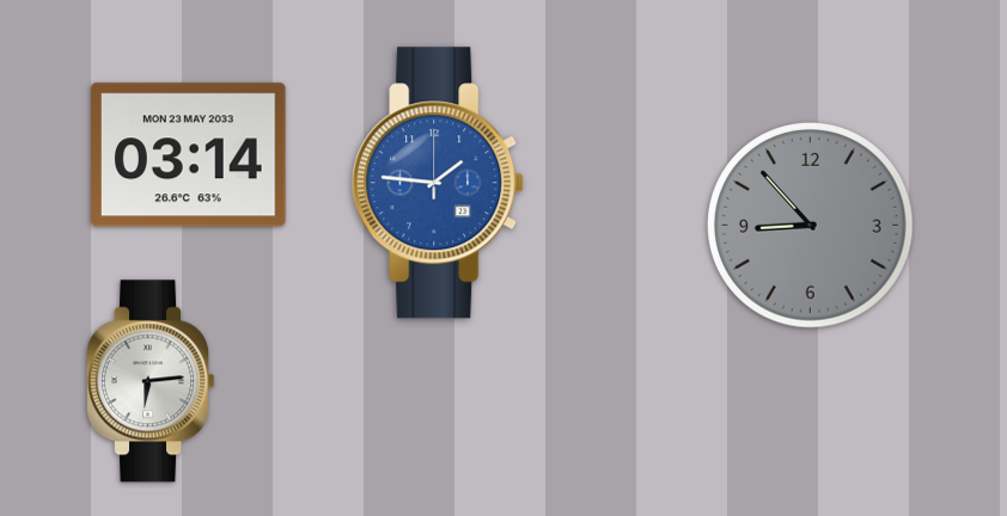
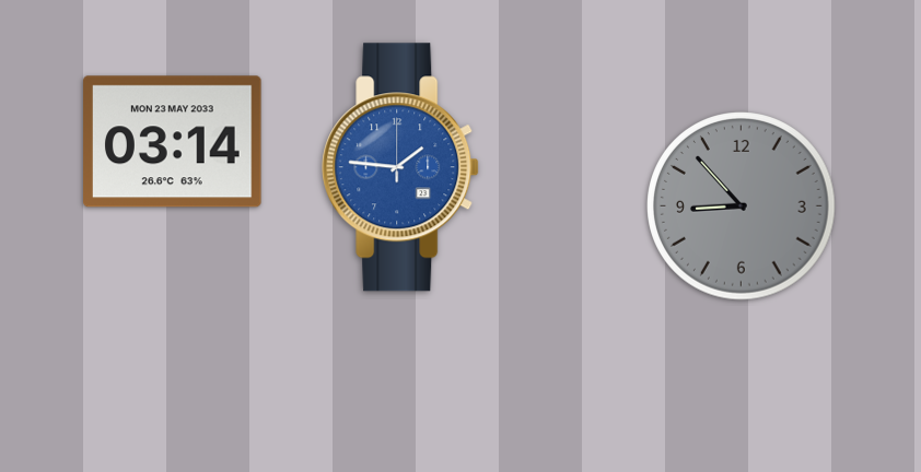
clock at (152, 381): 6:14 -> none
